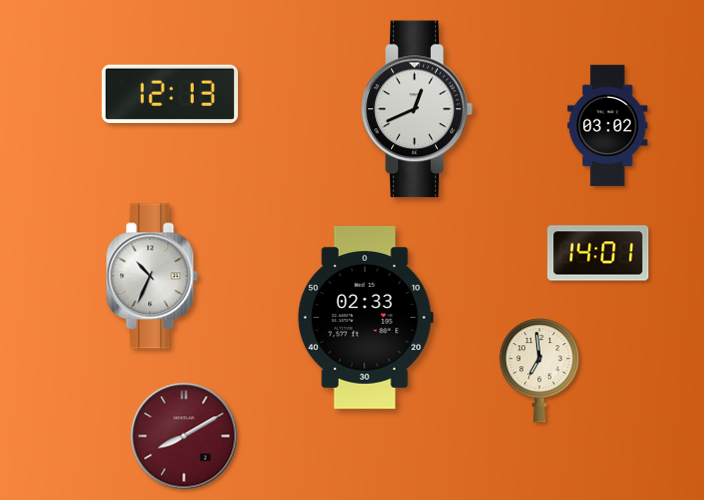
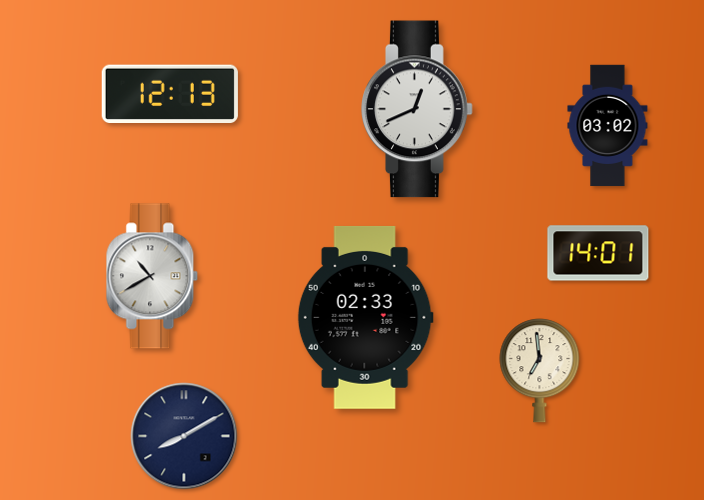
clock at (152, 276): 10:34 -> 10:40
clock at (184, 436) dial: burgundy -> navy
